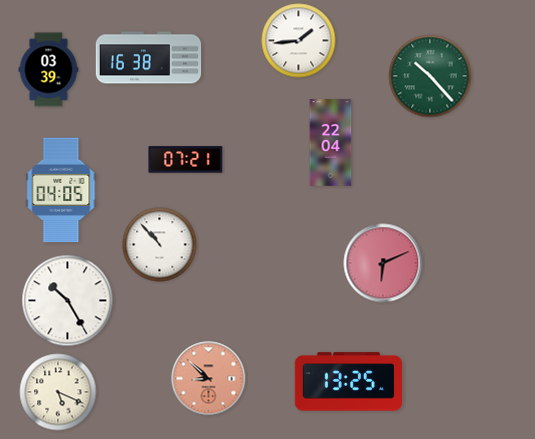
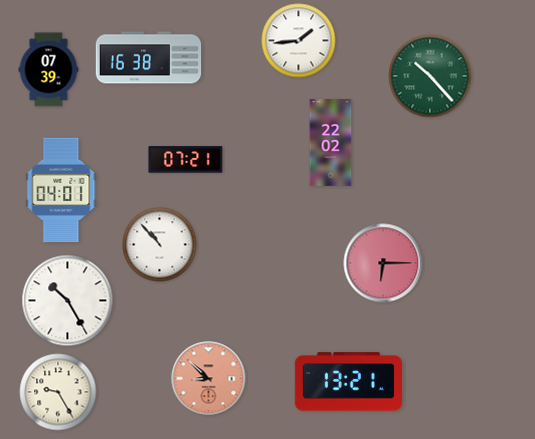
clock at (49, 70): 03:39 -> 07:39
clock at (331, 143): 22:04 -> 22:02
clock at (61, 190): 04:05 -> 04:01
clock at (383, 263): 6:11 -> 6:15
clock at (348, 382): 13:25 -> 13:21
clock at (58, 392): 5:19 -> 9:25
